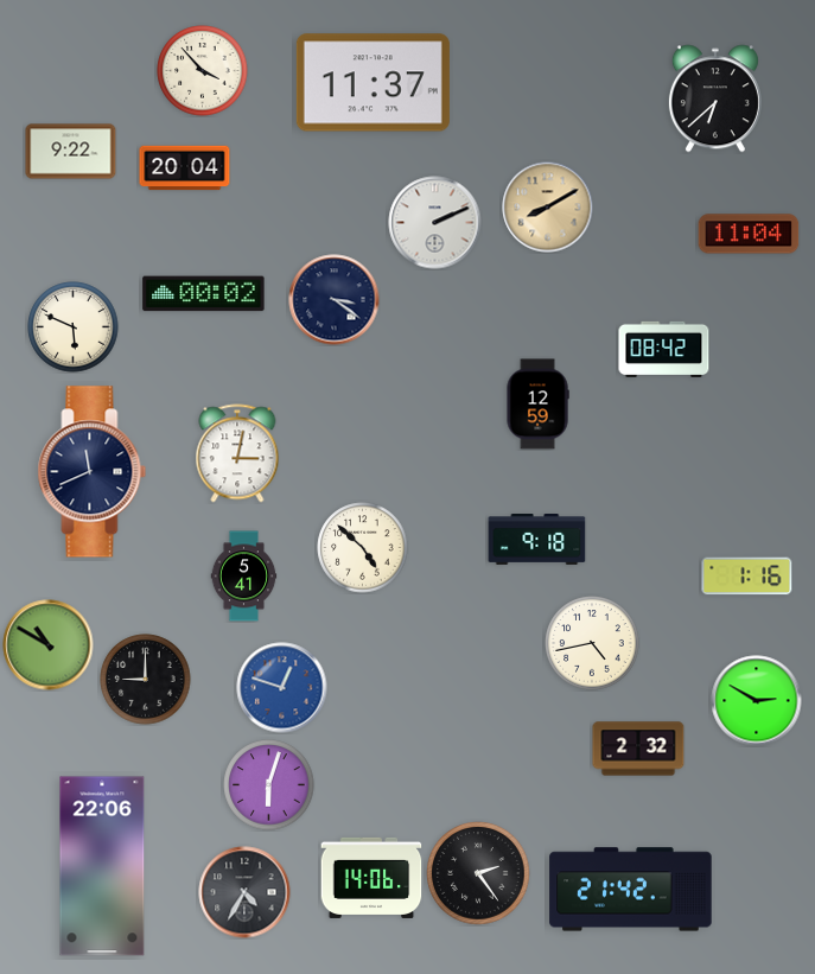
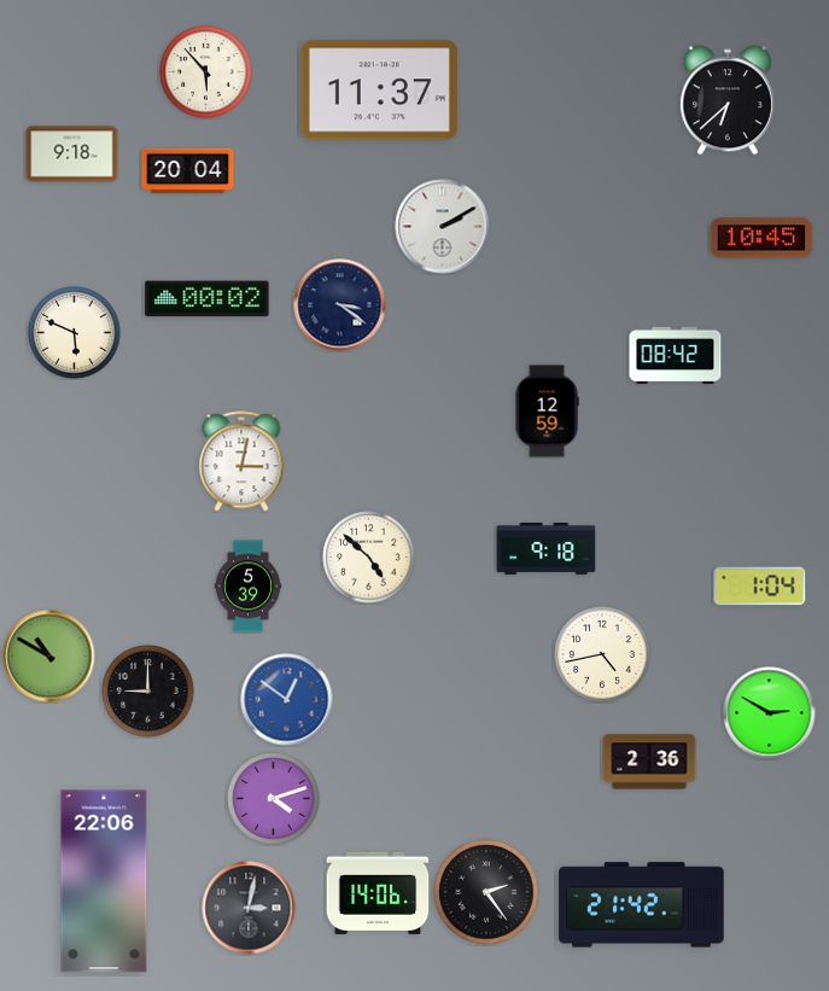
clock at (203, 71): 3:53 -> 5:53
clock at (373, 83) position: (373, 83) -> (379, 91)
clock at (71, 152): 9:22 -> 9:18
clock at (548, 208): 8:10 -> none
clock at (435, 223): 2:11 -> 2:10
clock at (749, 234): 11:04 -> 10:45
clock at (93, 472): 11:41 -> none
clock at (244, 577): 5:41 -> 5:39
clock at (747, 577): 1:16 -> 1:04
clock at (282, 688): 12:48 -> 12:51
clock at (638, 749): 2:32 -> 2:36
clock at (269, 785): 6:03 -> 4:12
clock at (478, 873) position: (478, 873) -> (486, 892)
clock at (244, 892): 4:35 -> 3:02
